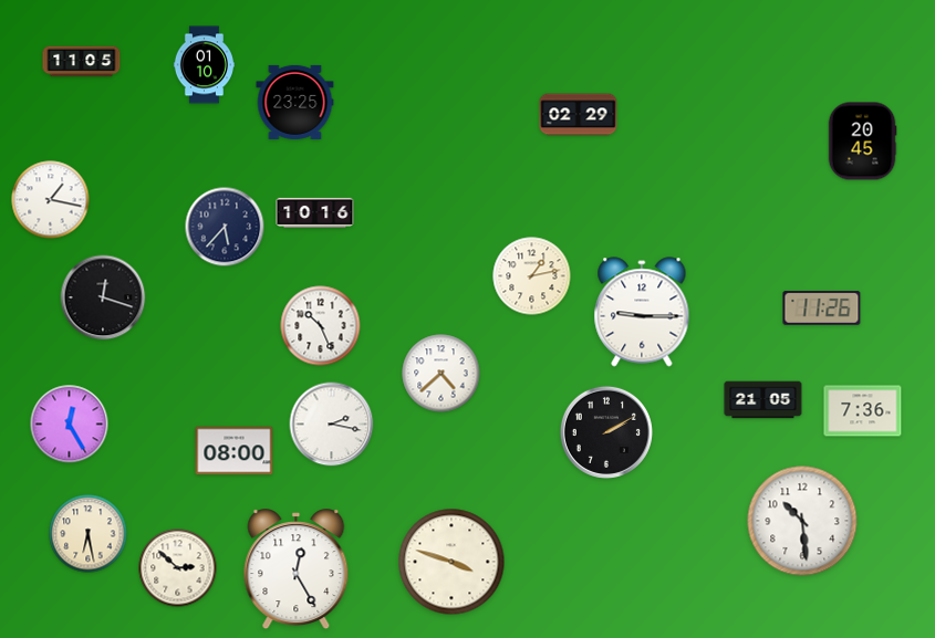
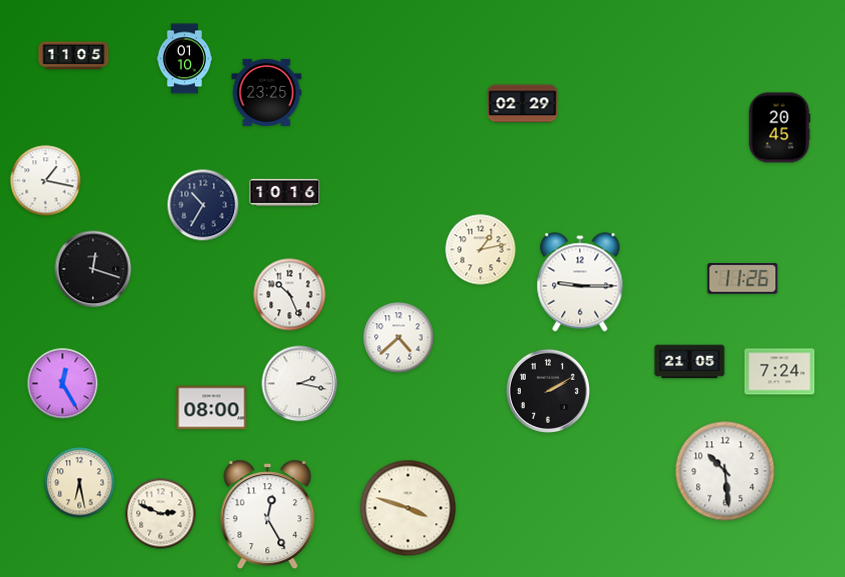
clock at (225, 227): 5:37 -> 10:35
clock at (863, 411): 7:36 -> 7:24
clock at (178, 568): 2:52 -> 2:49
